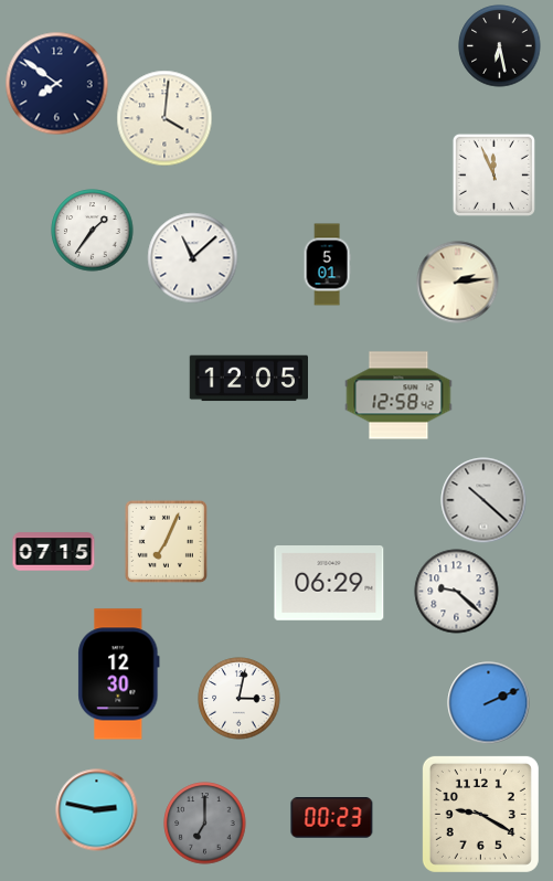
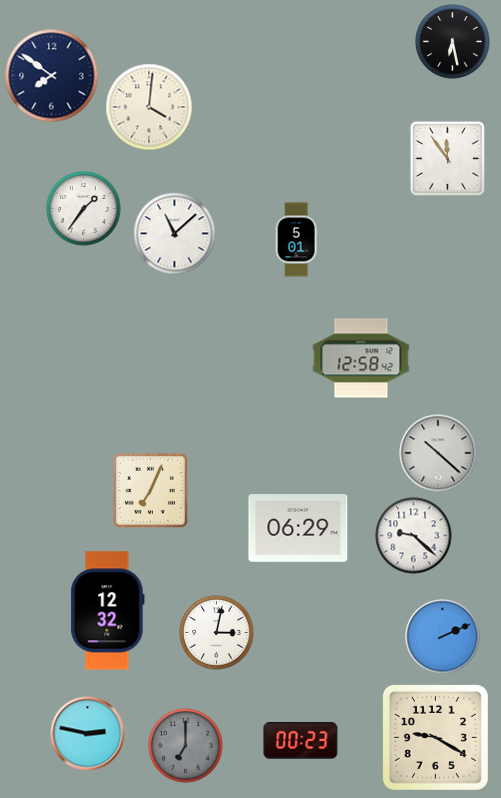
clock at (493, 174): 11:56 -> 11:54
clock at (458, 283): 2:14 -> none
clock at (248, 379): 12:05 -> none
clock at (54, 552): 07:15 -> none
clock at (119, 675): 12:30 -> 12:32
